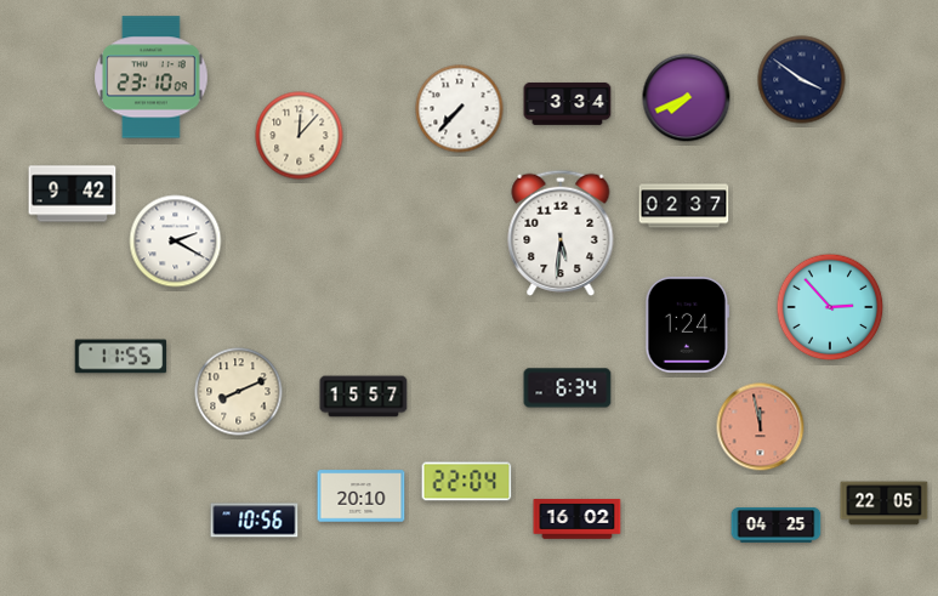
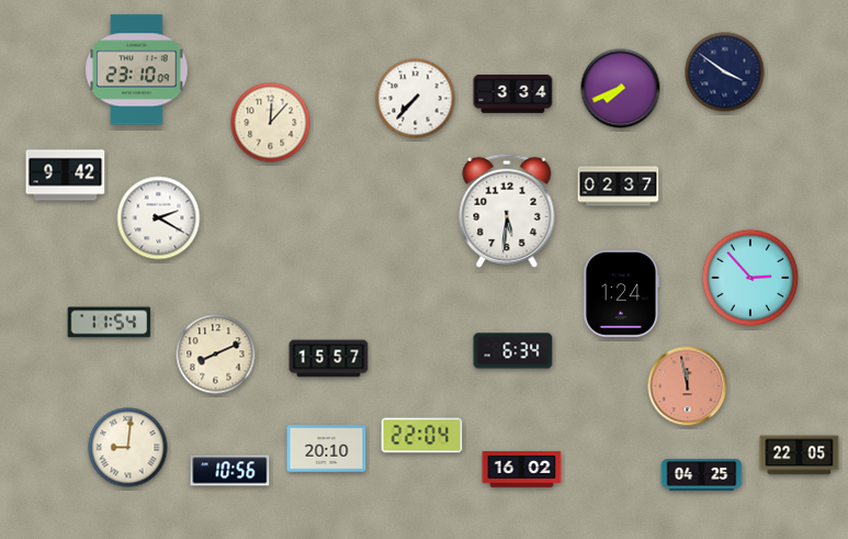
clock at (121, 357): 11:55 -> 11:54
clock at (128, 448): none -> 9:01
